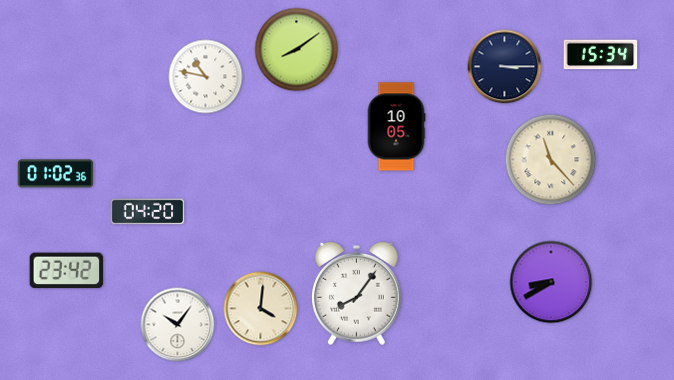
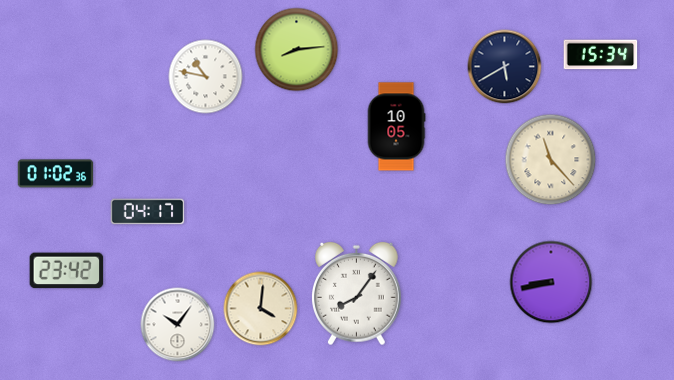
clock at (297, 50): 8:09 -> 8:14
clock at (505, 67): 3:15 -> 5:40
clock at (148, 212): 04:20 -> 04:17
clock at (551, 282): 8:40 -> 8:43
